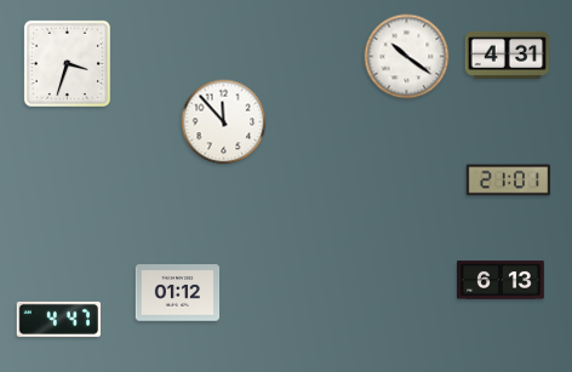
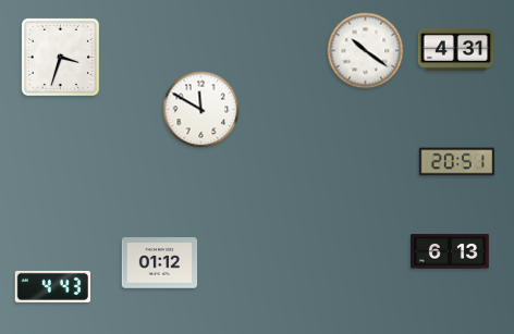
clock at (224, 122): 11:53 -> 11:50
clock at (509, 181): 21:01 -> 20:51
clock at (59, 319): 4:47 -> 4:43
